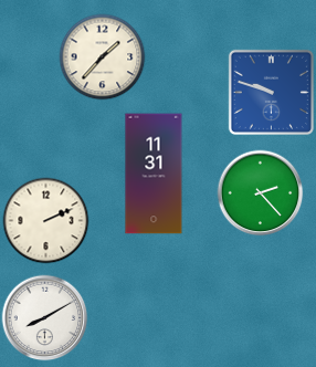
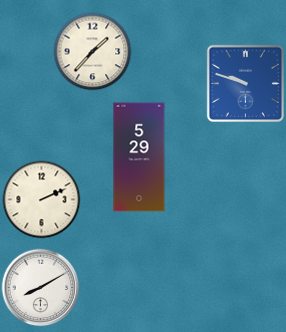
clock at (154, 174): 11:31 -> 5:29
clock at (260, 192): 2:23 -> none
